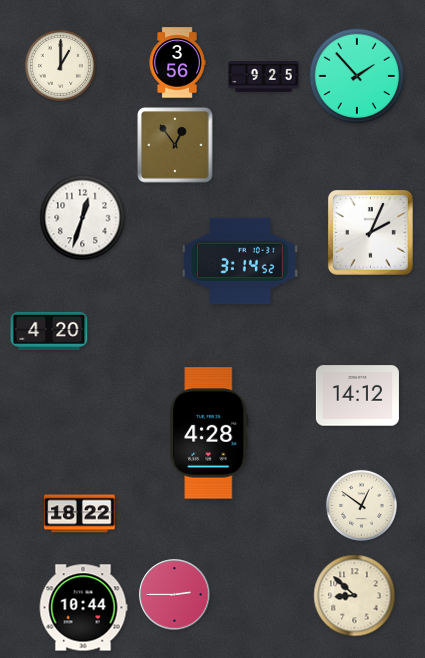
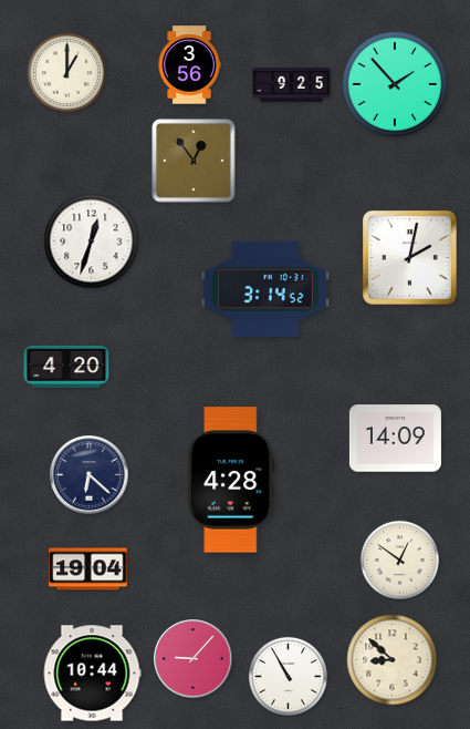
clock at (177, 63) position: (177, 63) -> (189, 65)
clock at (370, 232): 2:04 -> 2:02
clock at (49, 331) position: (49, 331) -> (66, 367)
clock at (357, 396): 14:12 -> 14:09
clock at (90, 475): none -> 6:22
clock at (80, 514): 18:22 -> 19:04
clock at (175, 595): 2:45 -> 9:07
clock at (288, 676): none -> 10:55
